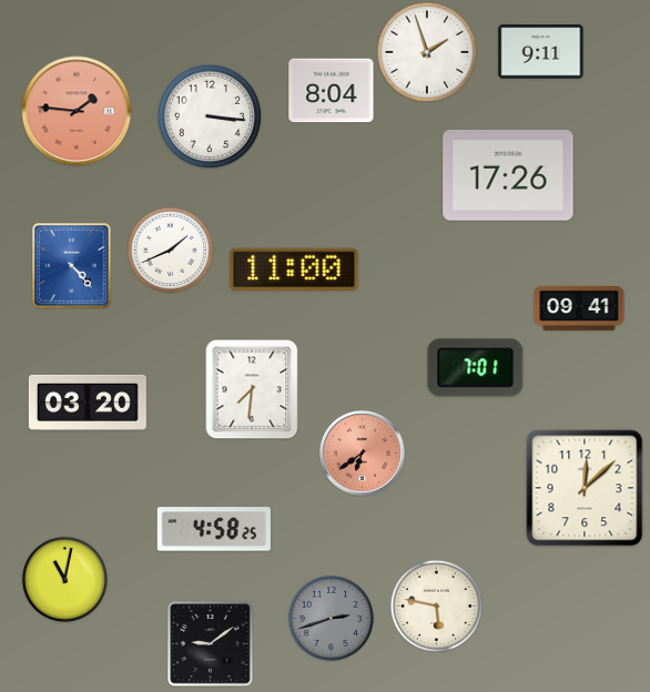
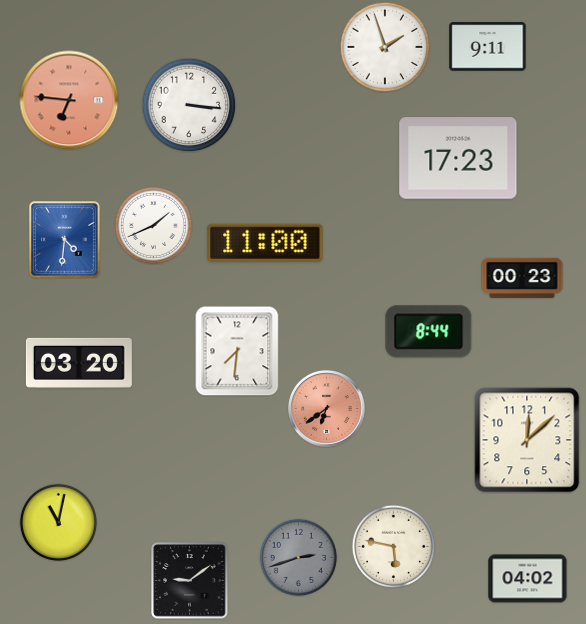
clock at (332, 91): 8:04 -> none
clock at (77, 111): 1:46 -> 6:46
clock at (508, 175): 17:26 -> 17:23
clock at (72, 266): 4:23 -> 4:31
clock at (579, 308): 09:41 -> 00:23
clock at (476, 368): 7:01 -> 8:44
clock at (252, 389) position: (252, 389) -> (237, 351)
clock at (214, 529): 4:58 -> none
clock at (528, 579): none -> 04:02
